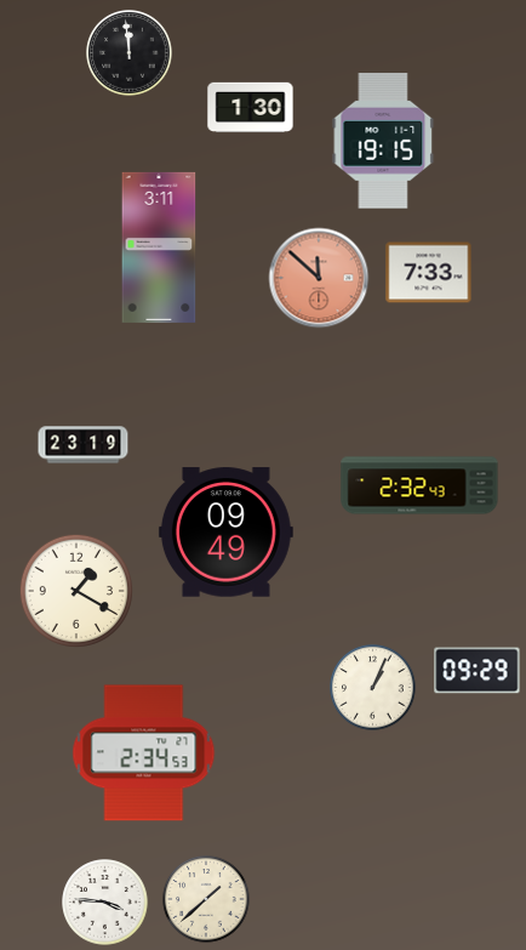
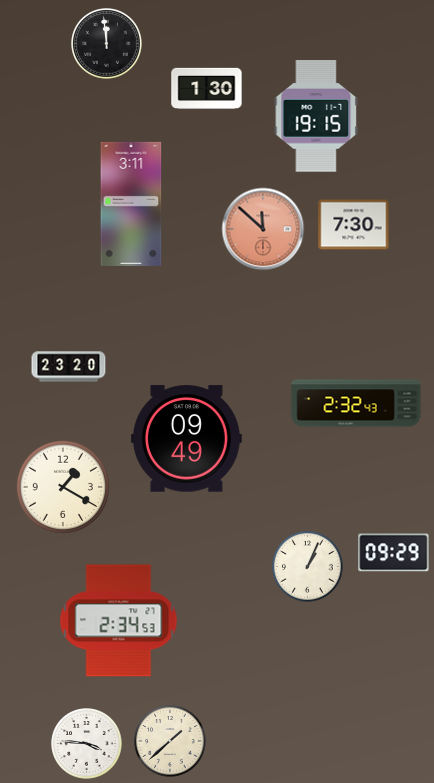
clock at (429, 273): 7:33 -> 7:30
clock at (84, 445): 23:19 -> 23:20
clock at (419, 485) position: (419, 485) -> (356, 403)
